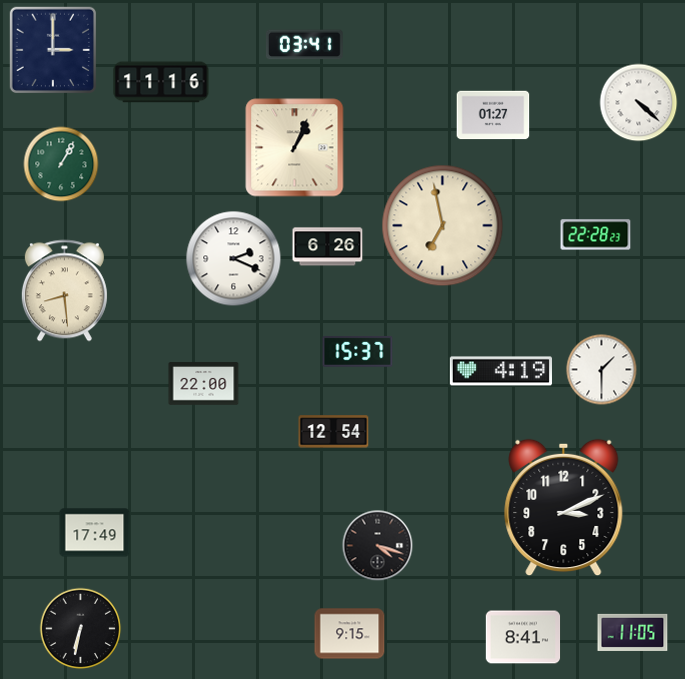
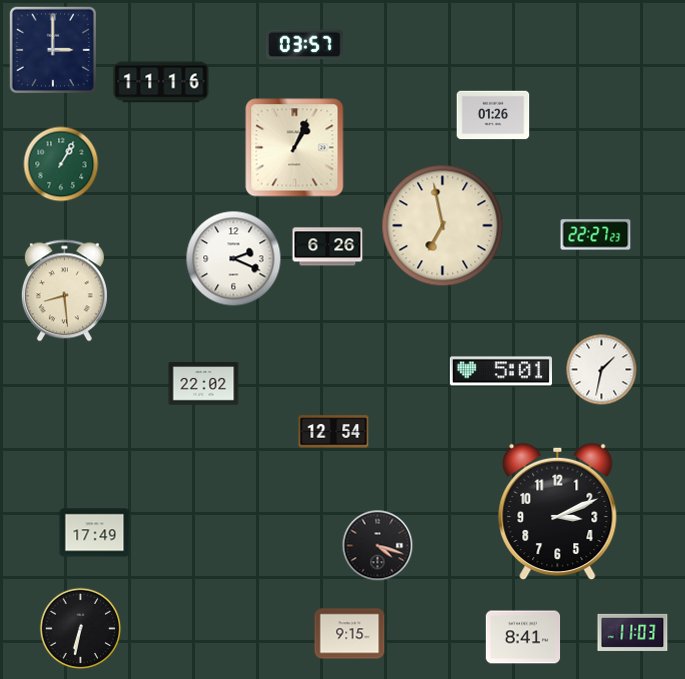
clock at (304, 45): 03:41 -> 03:57
clock at (639, 103): 4:22 -> none
clock at (493, 115): 01:27 -> 01:26
clock at (596, 235): 22:28 -> 22:27
clock at (358, 352): 15:37 -> none
clock at (602, 370): 1:30 -> 1:32
clock at (501, 371): 4:19 -> 5:01
clock at (204, 384): 22:00 -> 22:02
clock at (564, 508) position: (564, 508) -> (558, 512)
clock at (633, 632): 11:05 -> 11:03
